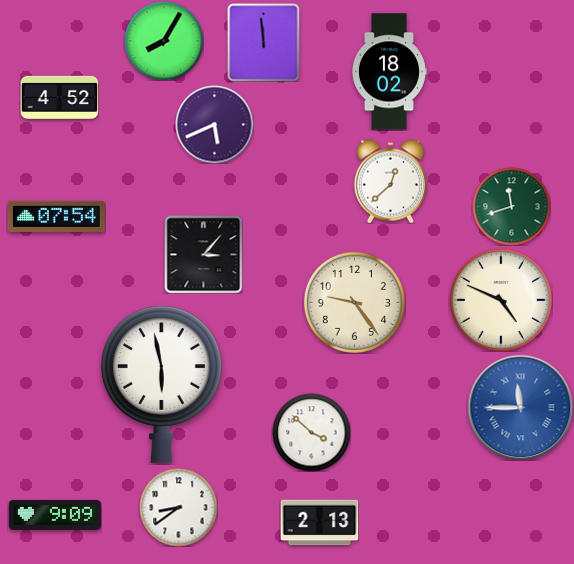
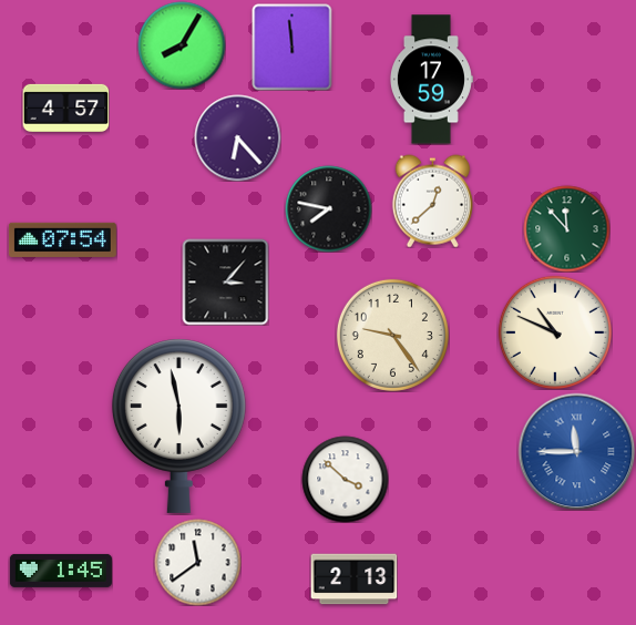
clock at (389, 72): 18:02 -> 17:59
clock at (59, 97): 4:52 -> 4:57
clock at (214, 124): 5:41 -> 6:23
clock at (328, 208): none -> 7:47
clock at (511, 206): 11:42 -> 11:53
clock at (501, 300): 4:49 -> 10:49
clock at (178, 507): 8:39 -> 11:39
clock at (55, 515): 9:09 -> 1:45
